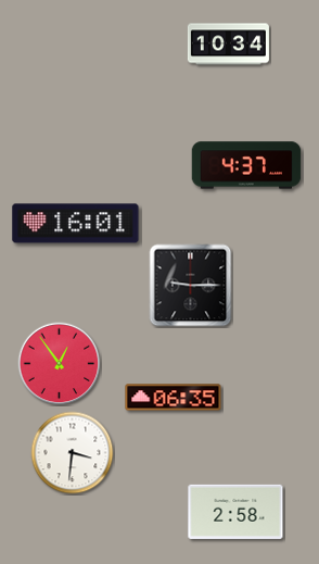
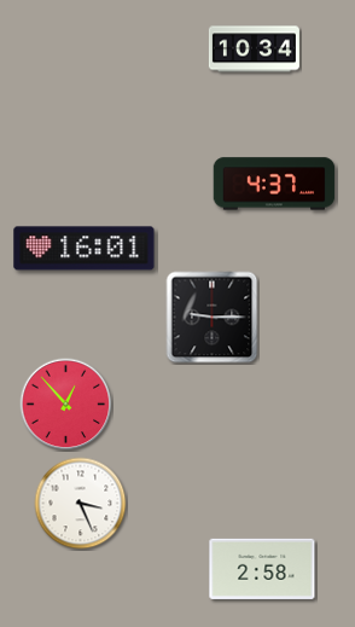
clock at (60, 364): 12:54 -> 12:53
clock at (174, 398): 06:35 -> none
clock at (73, 453): 3:31 -> 3:26
